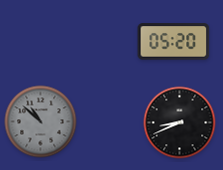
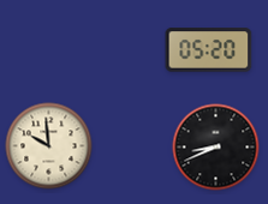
clock at (41, 122): 10:52 -> 9:59
clock at (41, 122) dial: grey -> cream
